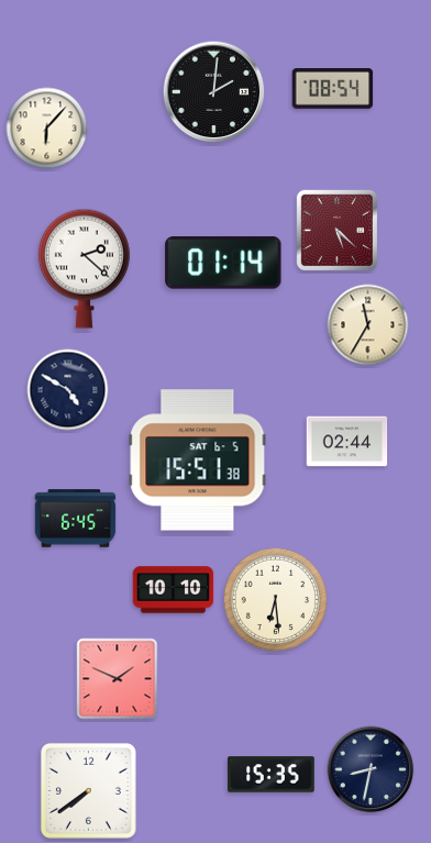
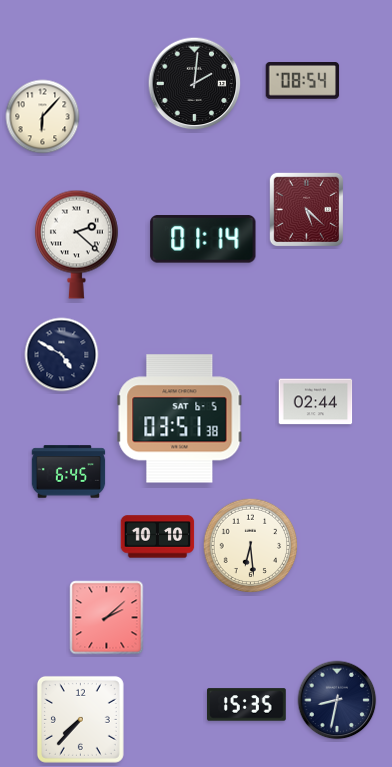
clock at (368, 325): 11:35 -> none
clock at (198, 461): 15:51 -> 03:51
clock at (118, 679): 1:49 -> 2:08
clock at (88, 790): 7:39 -> 7:37
